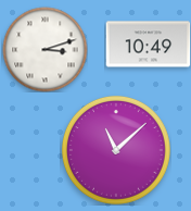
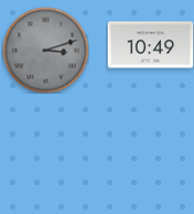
clock at (44, 49) dial: white -> grey
clock at (116, 150): 11:08 -> none
